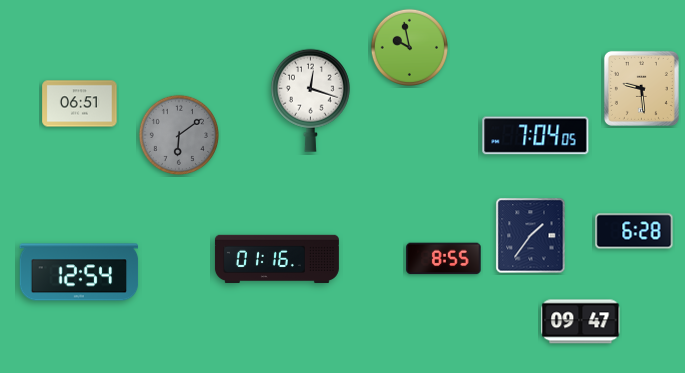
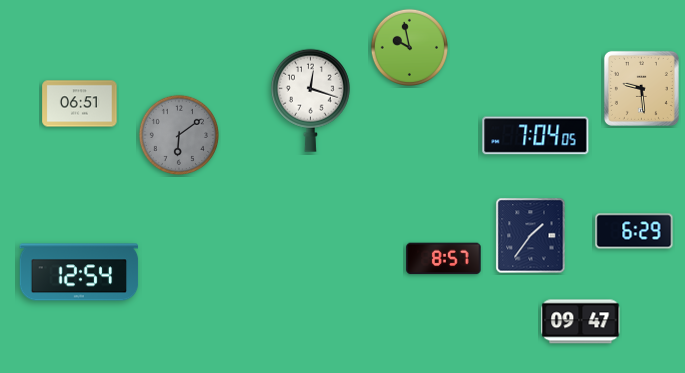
clock at (634, 231): 6:28 -> 6:29
clock at (277, 259): 01:16 -> none
clock at (444, 259): 8:55 -> 8:57
